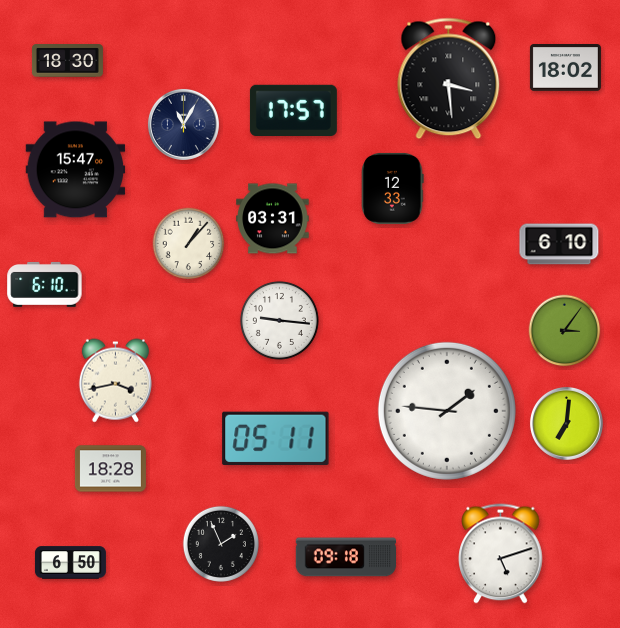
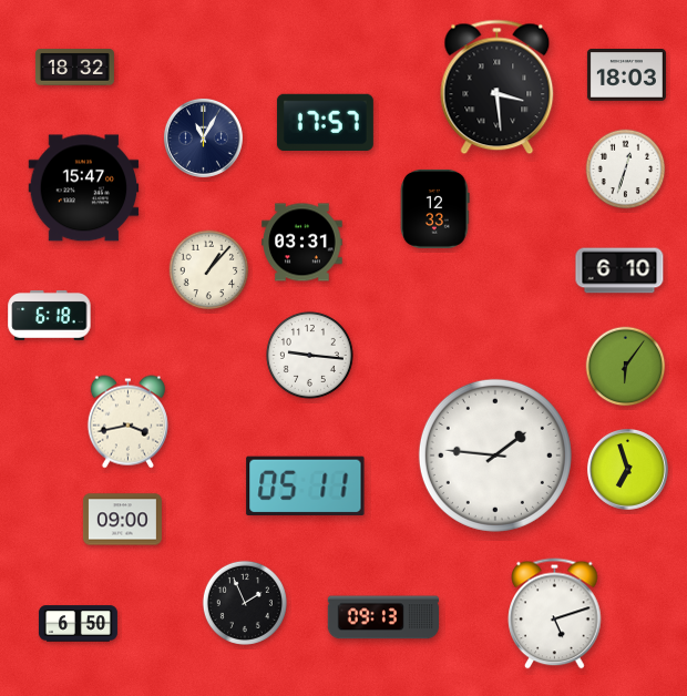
clock at (67, 61): 18:30 -> 18:32
clock at (565, 68): 18:02 -> 18:03
clock at (626, 170): none -> 12:33
clock at (45, 285): 6:10 -> 6:18
clock at (565, 331): 3:06 -> 6:06
clock at (566, 423): 7:01 -> 6:57
clock at (110, 469): 18:28 -> 09:00
clock at (346, 557): 09:18 -> 09:13
